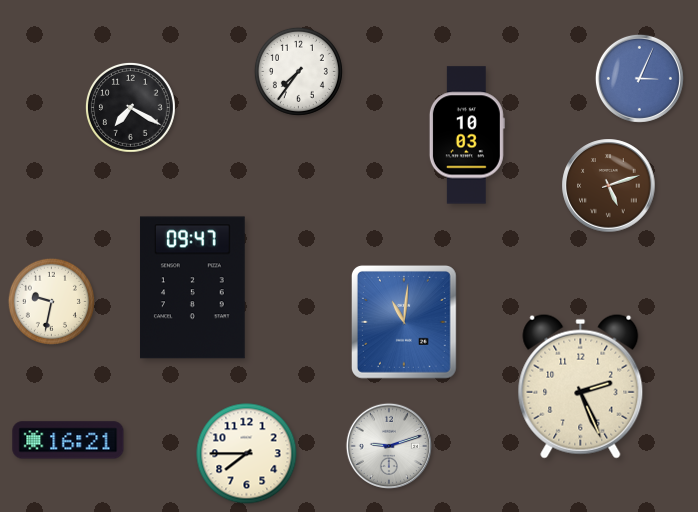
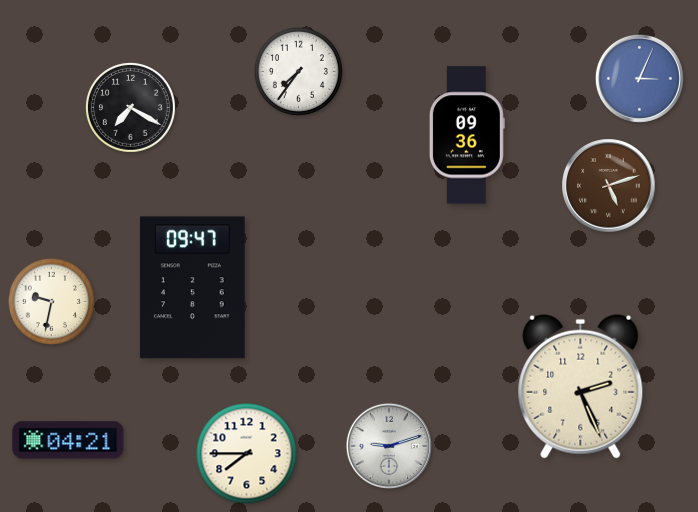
clock at (467, 135): 10:03 -> 09:36
clock at (404, 322): 11:01 -> none
clock at (68, 440): 16:21 -> 04:21
